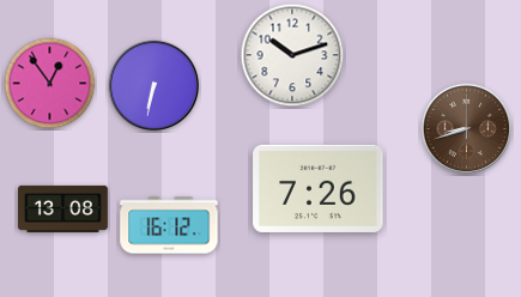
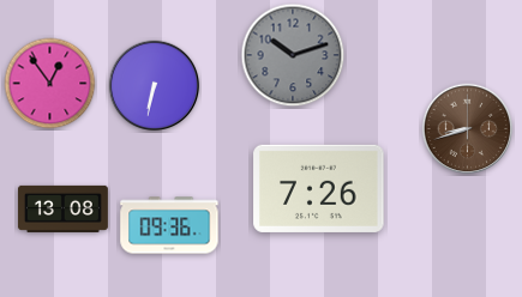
clock at (292, 55) dial: white -> grey
clock at (169, 225): 16:12 -> 09:36
